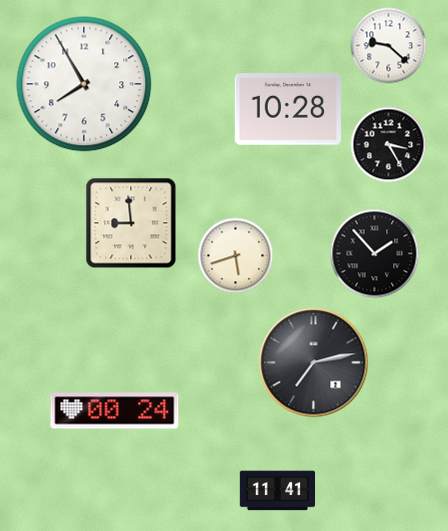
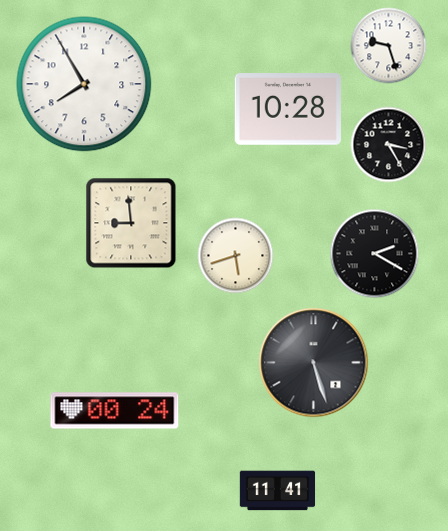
clock at (389, 46): 9:22 -> 9:27
clock at (375, 254): 1:53 -> 2:20
clock at (314, 363): 7:13 -> 5:27
